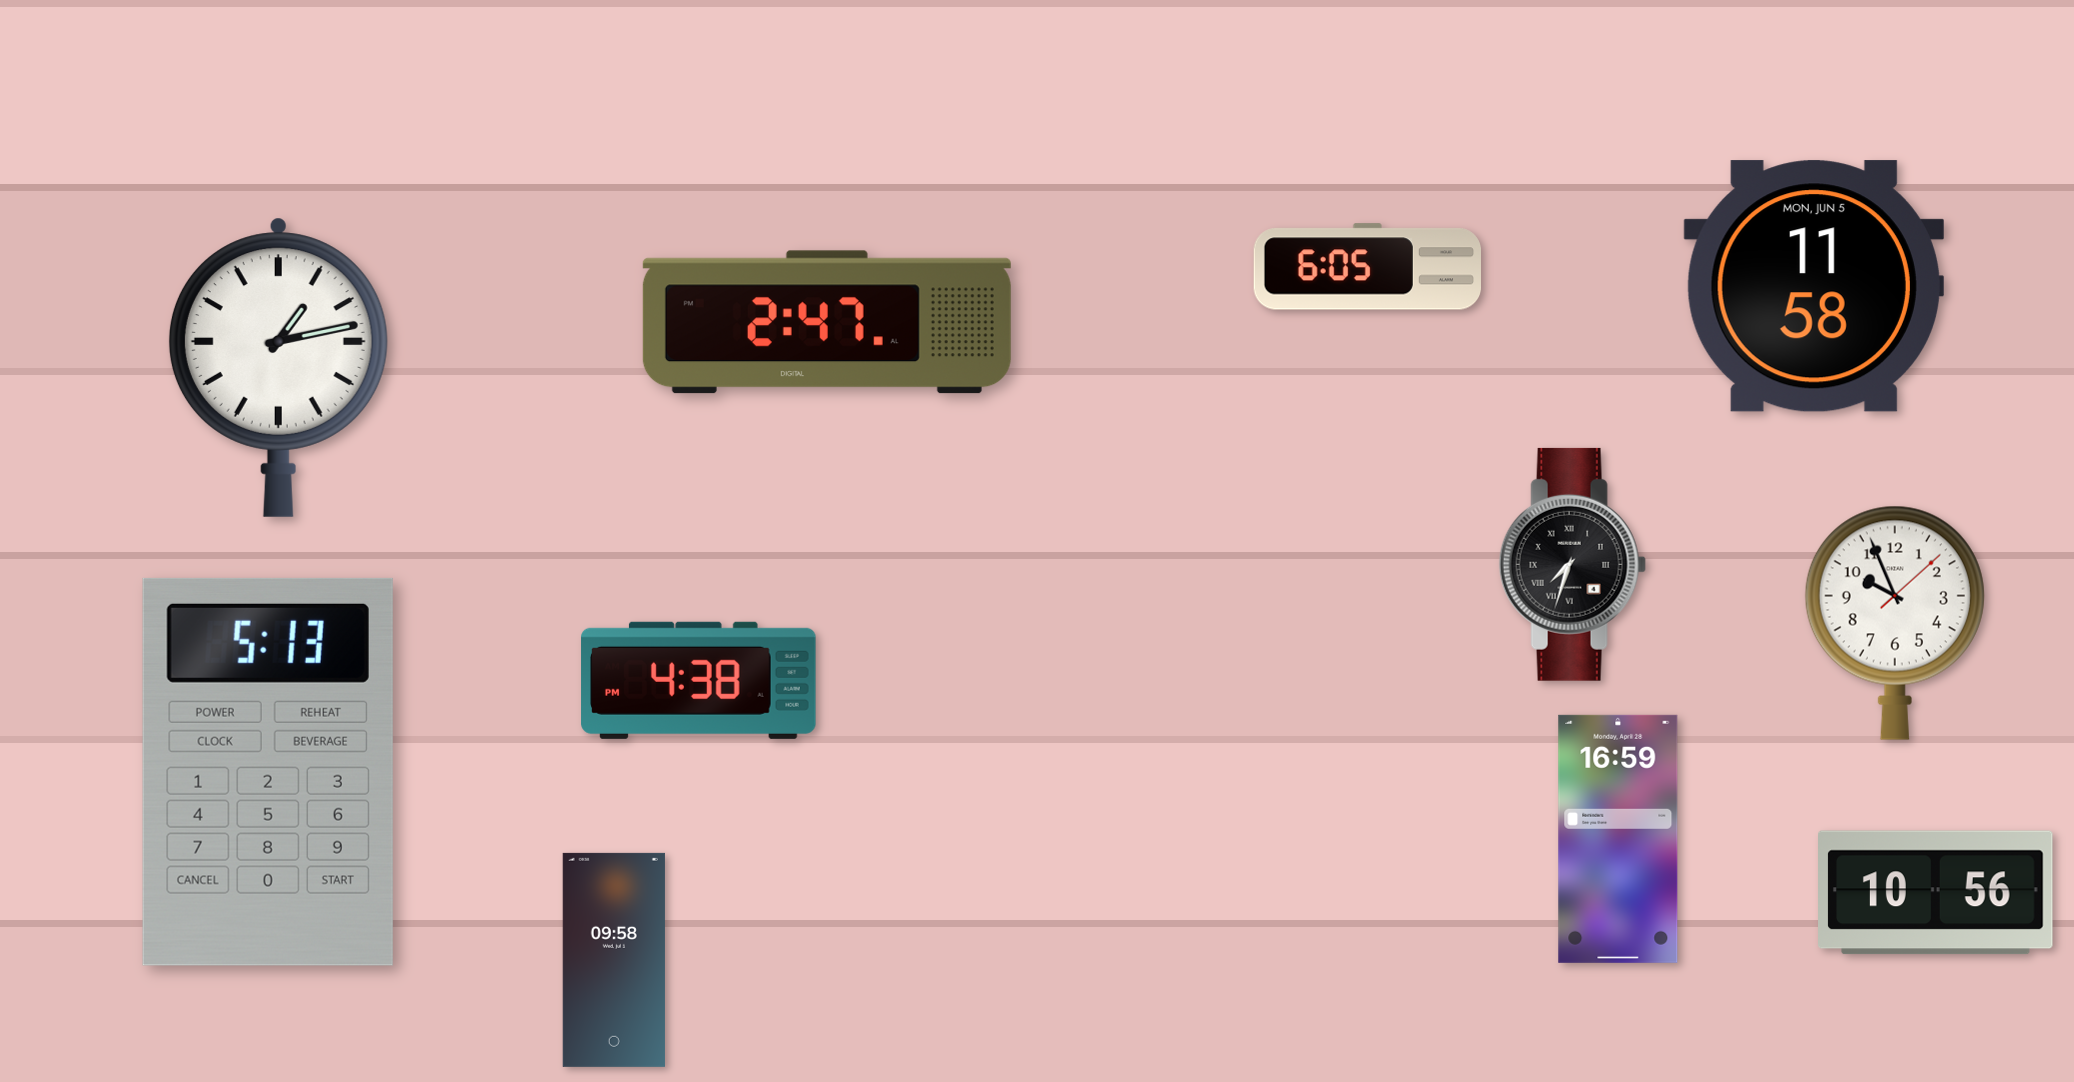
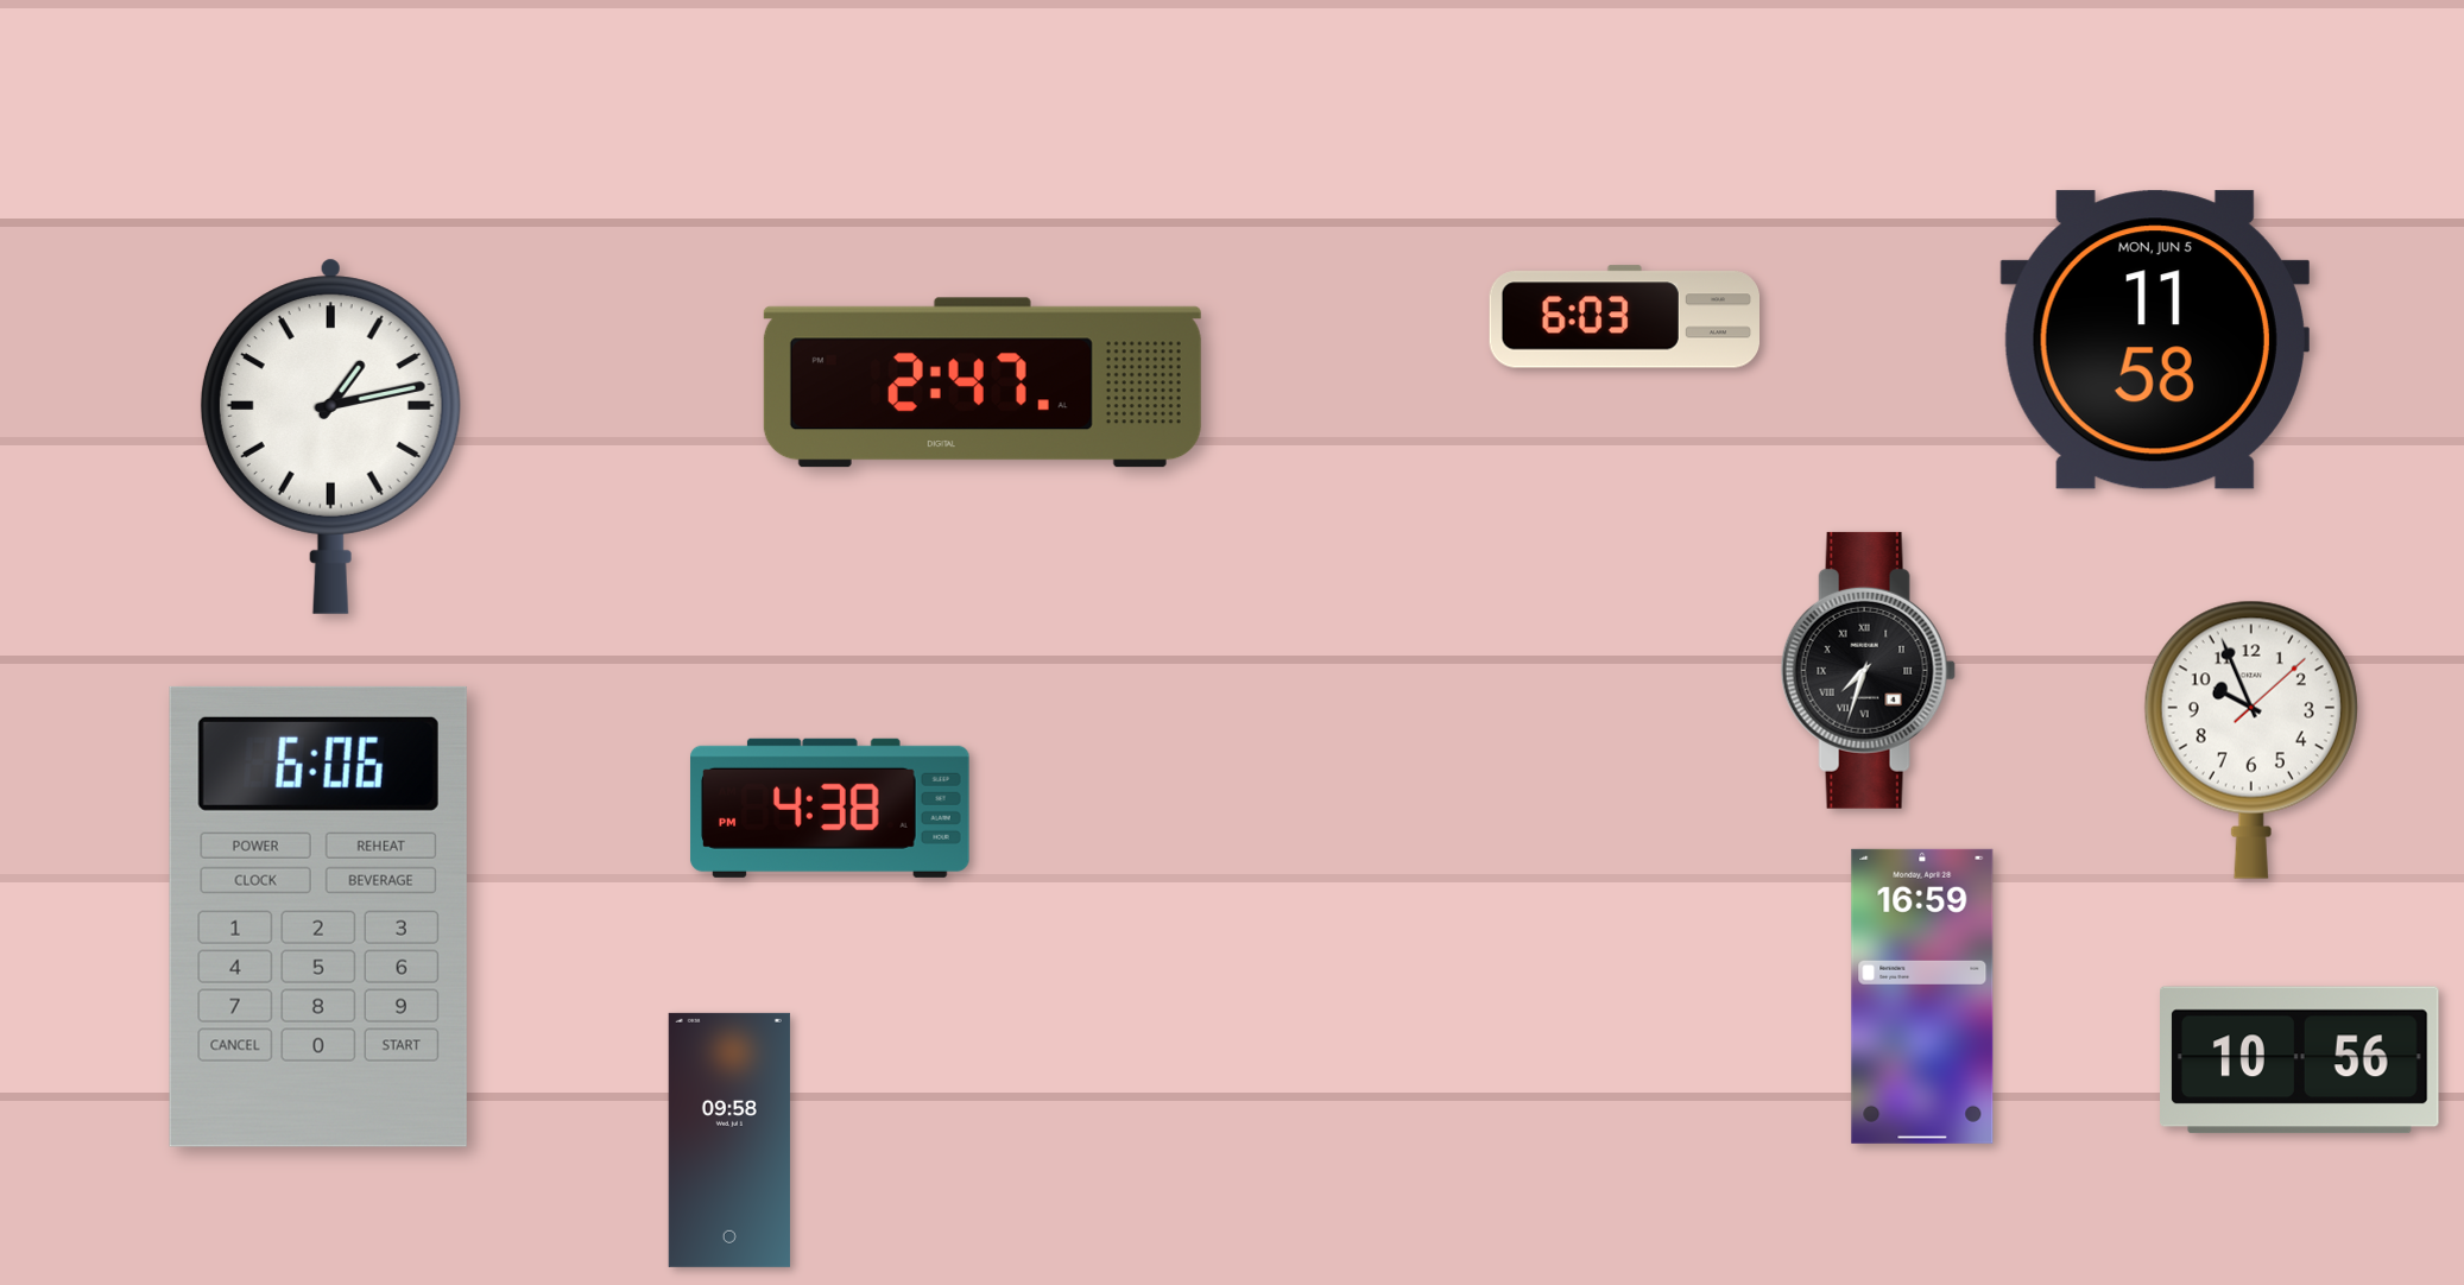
clock at (1367, 267): 6:05 -> 6:03
clock at (268, 772): 5:13 -> 6:06
